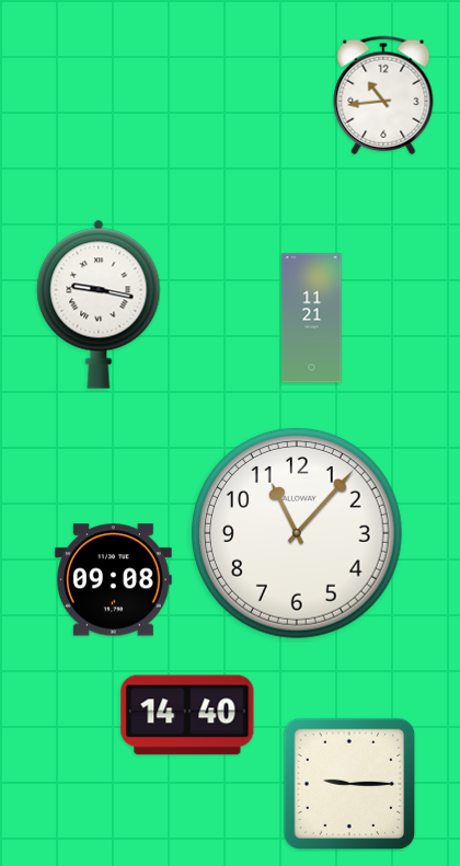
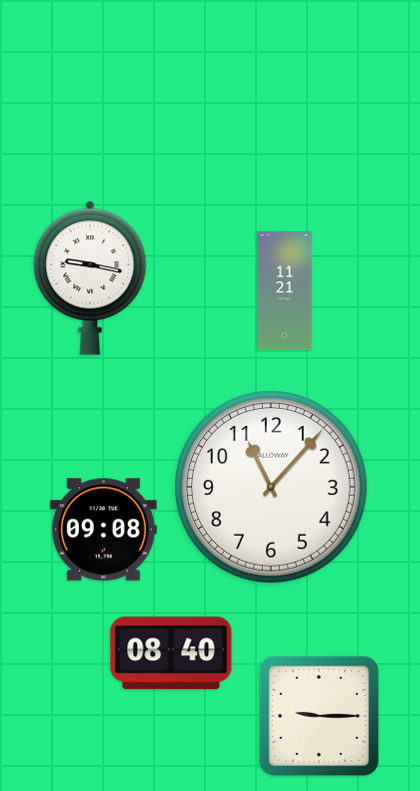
clock at (383, 95): 10:44 -> none
clock at (187, 715): 14:40 -> 08:40
